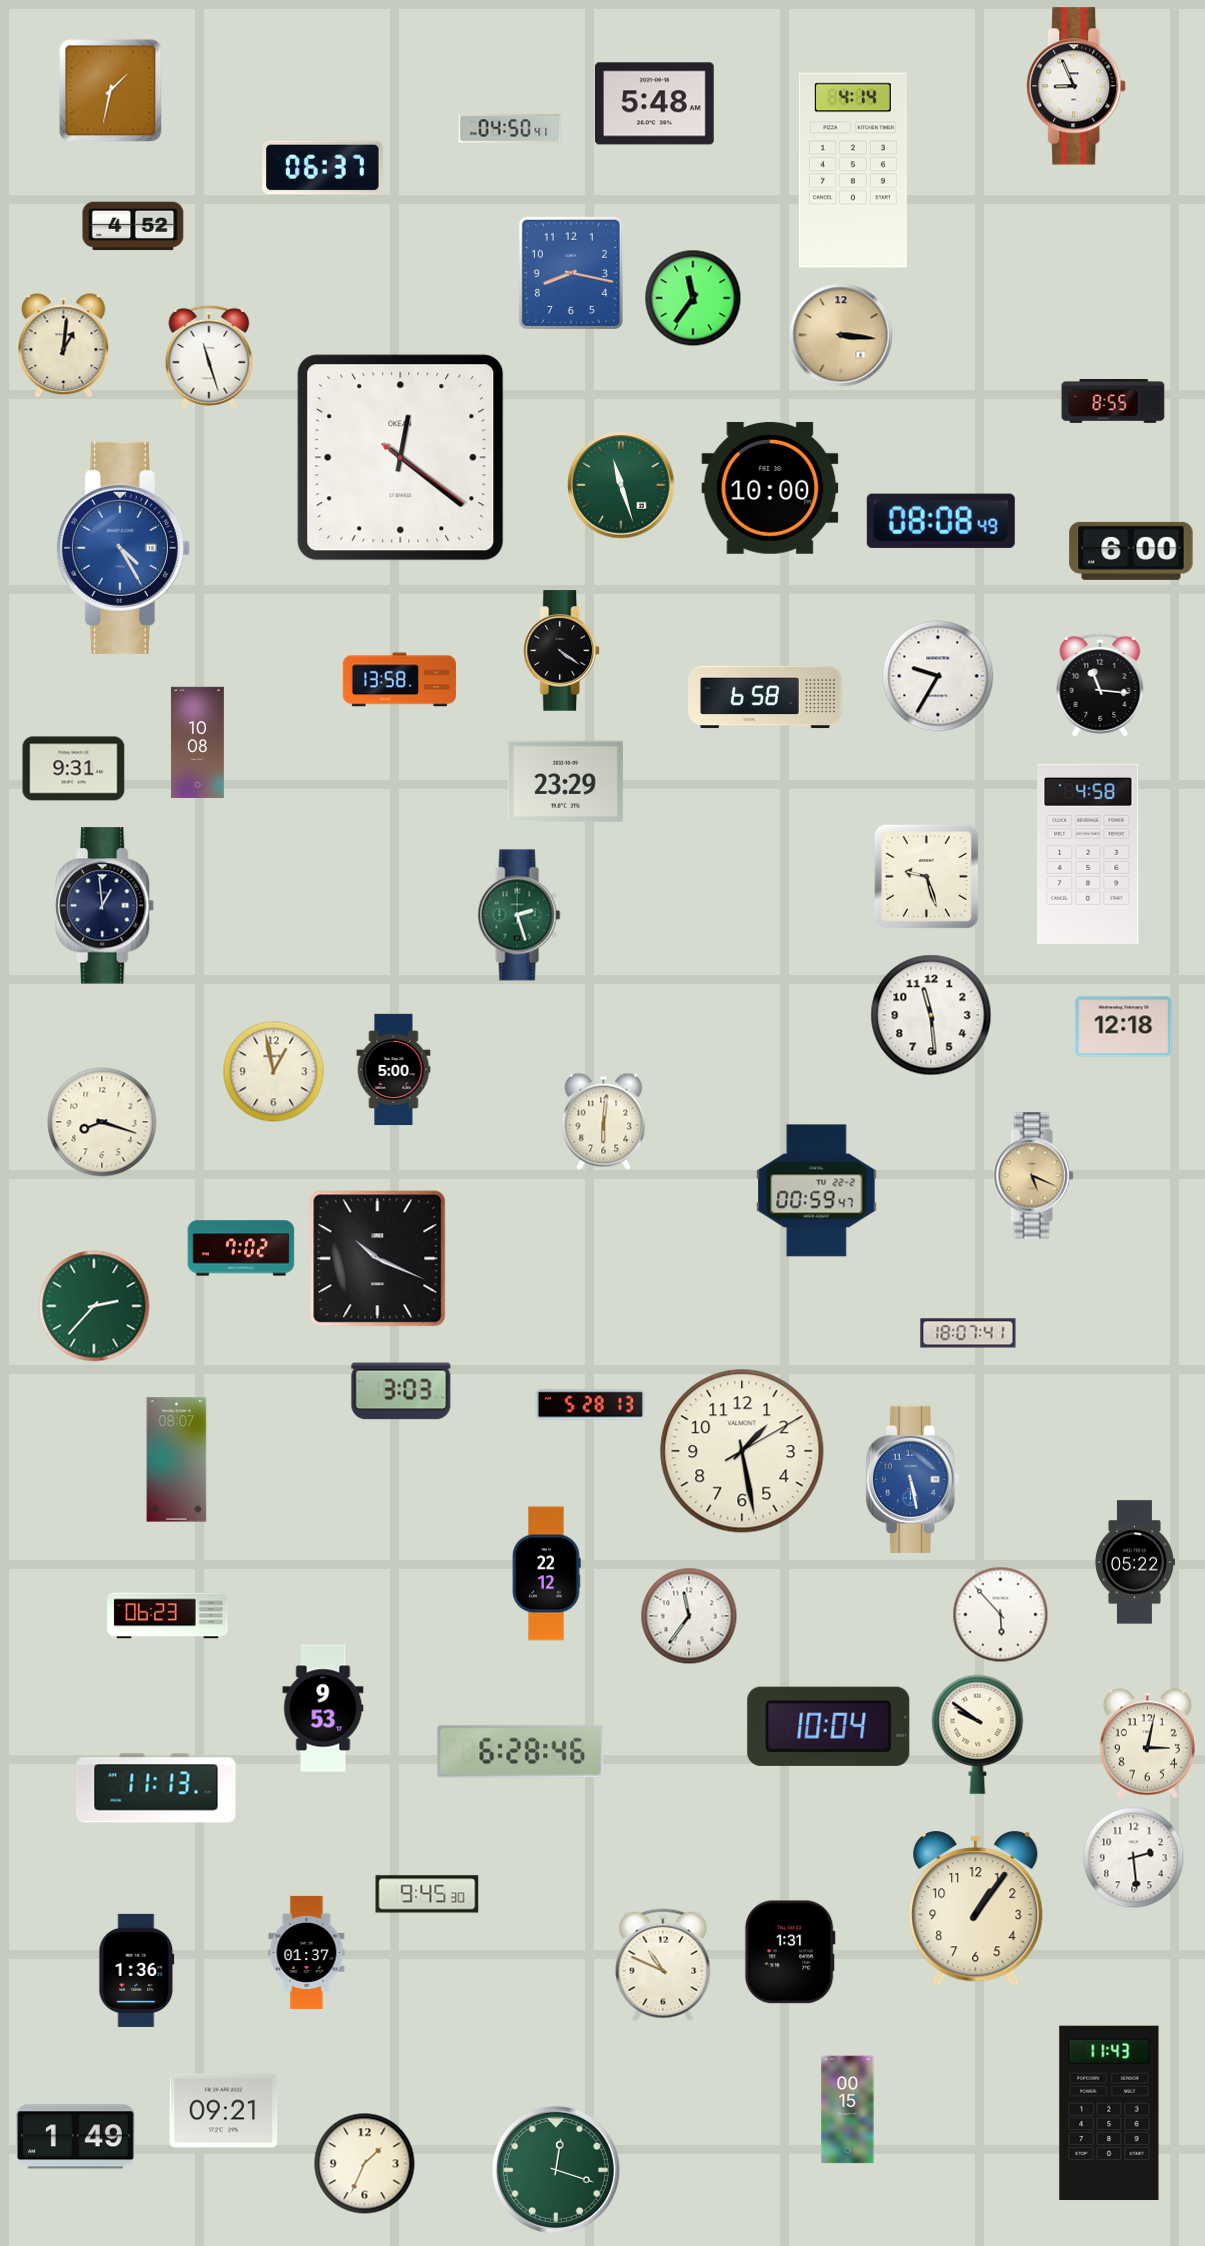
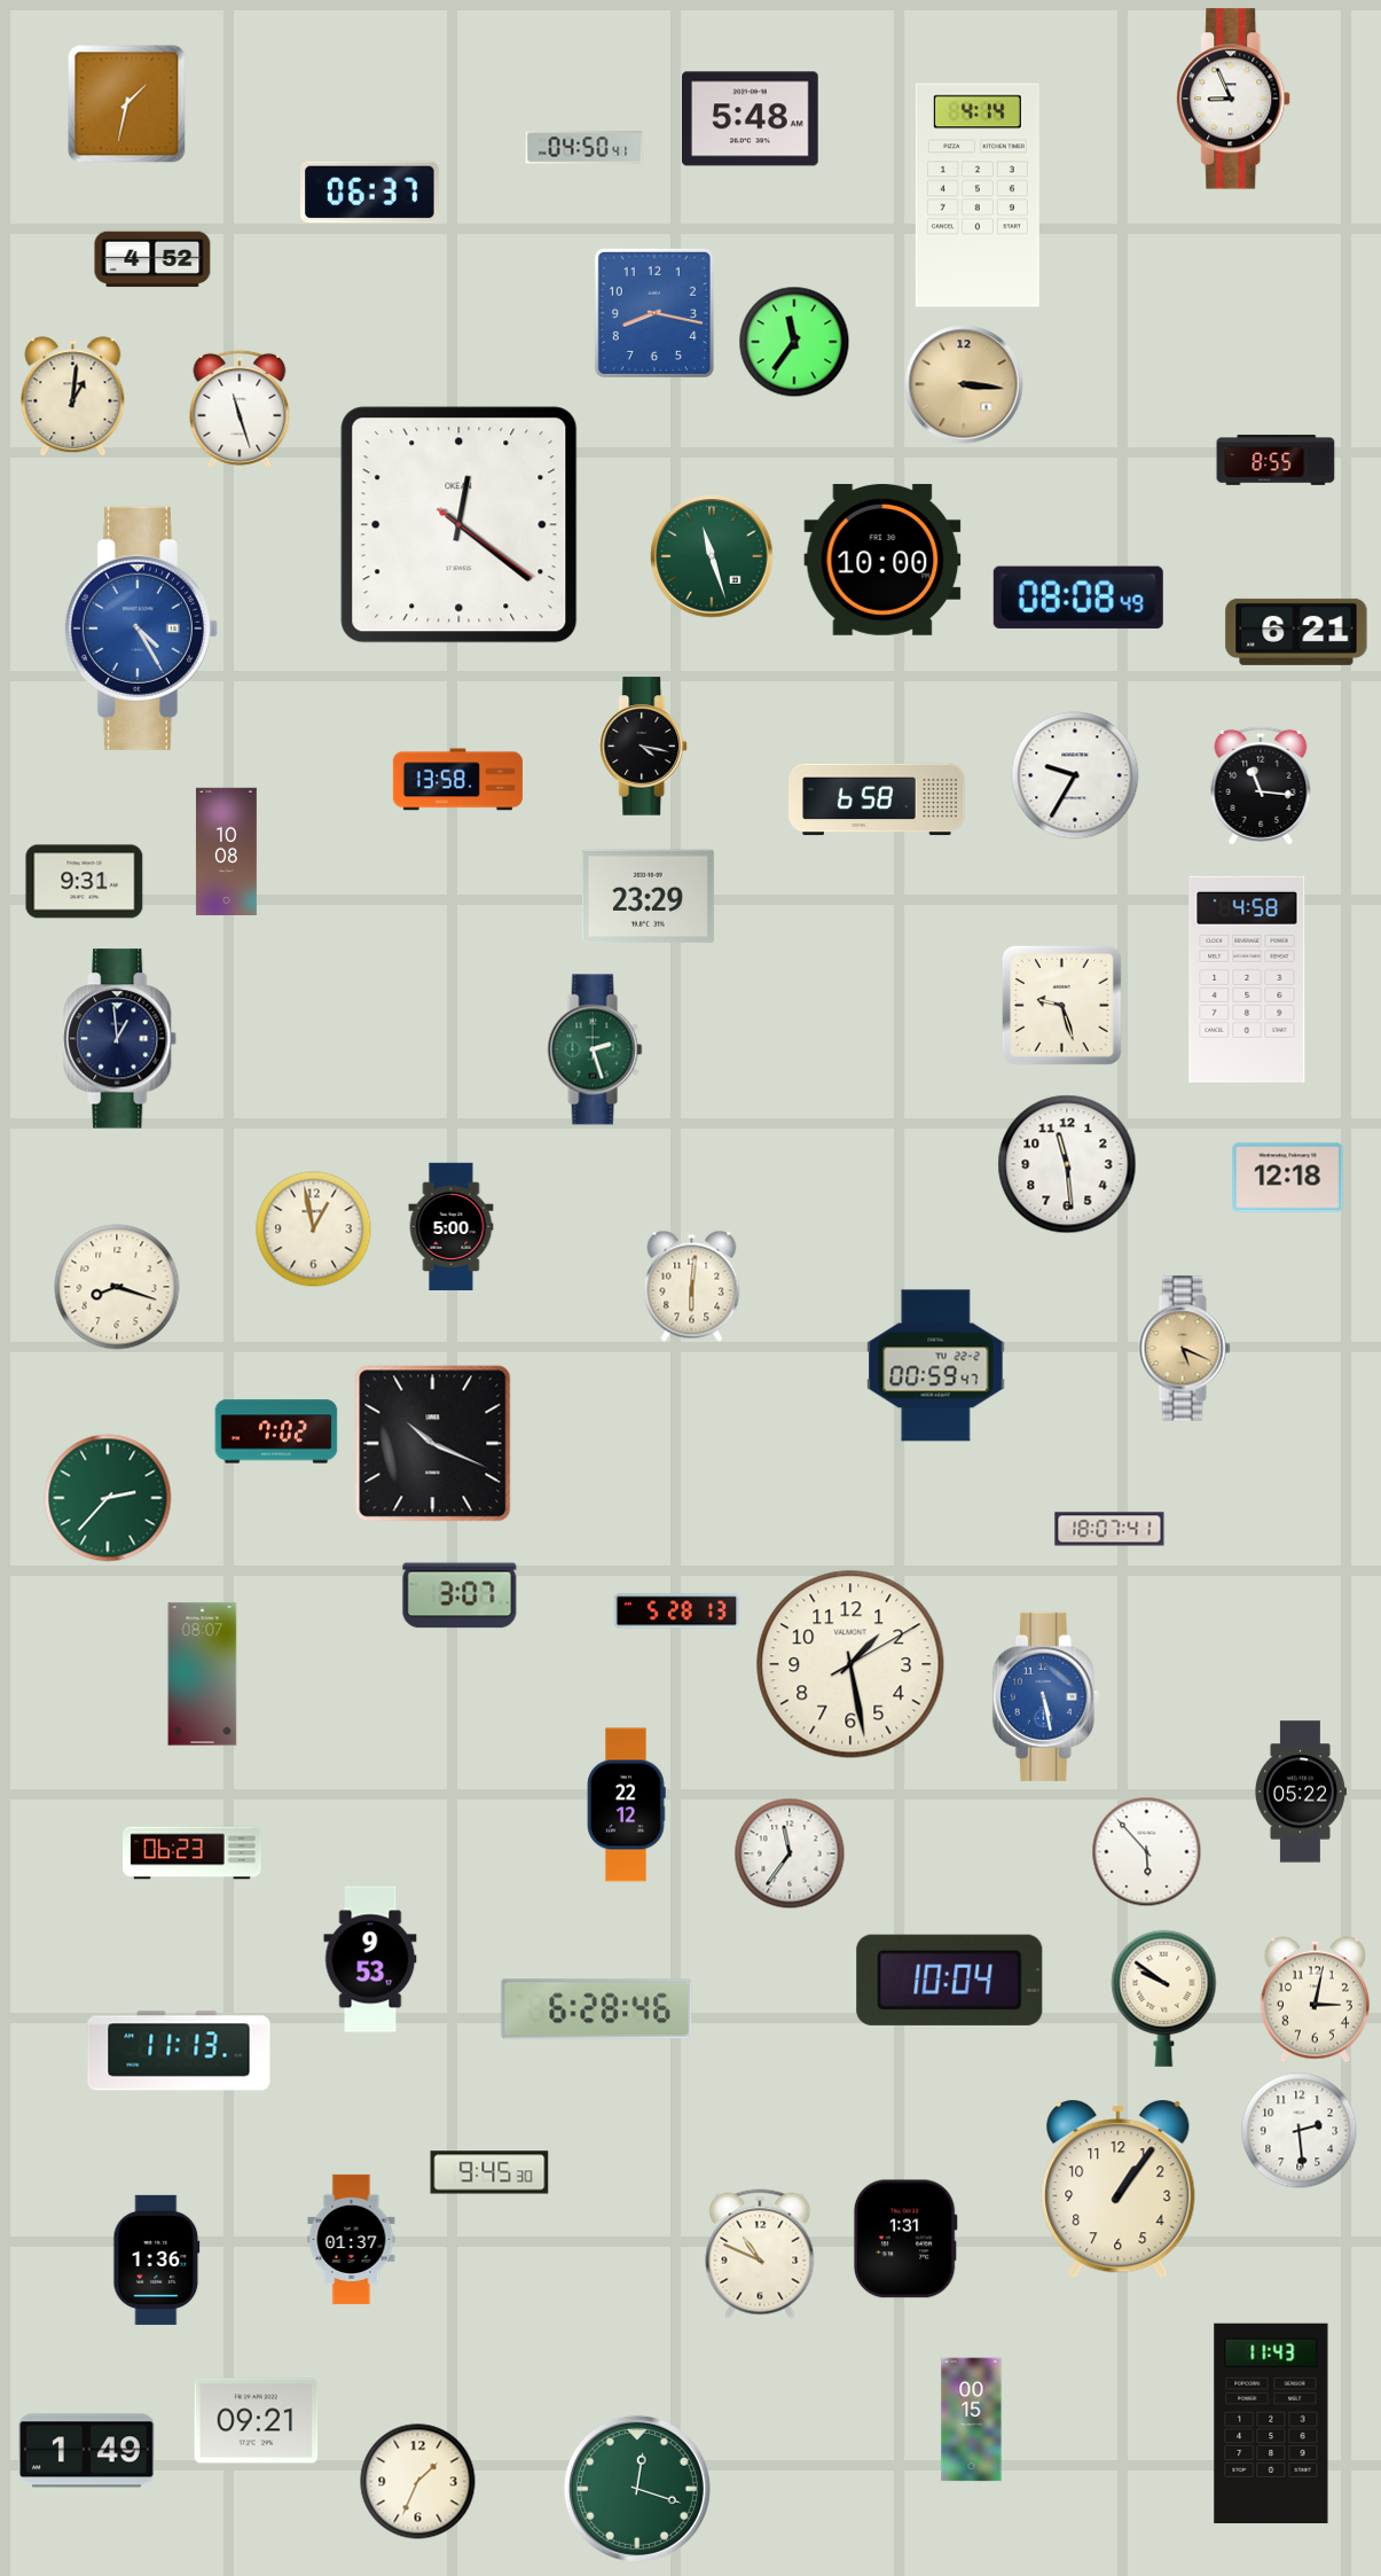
clock at (1131, 551): 6:00 -> 6:21
clock at (562, 651): 4:21 -> 4:17
clock at (401, 1391): 3:03 -> 3:07
clock at (978, 1734) position: (978, 1734) -> (1164, 1998)
